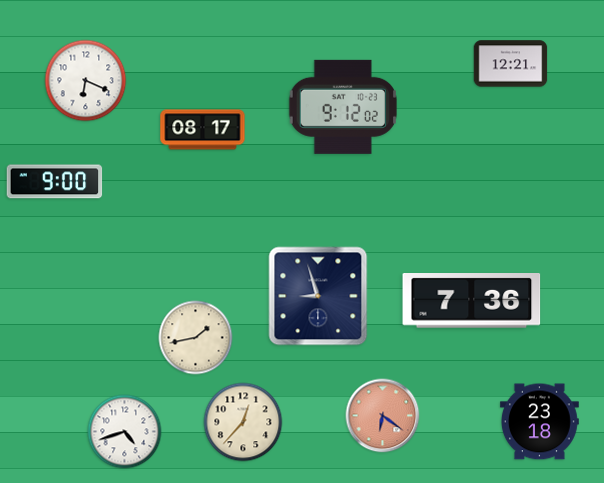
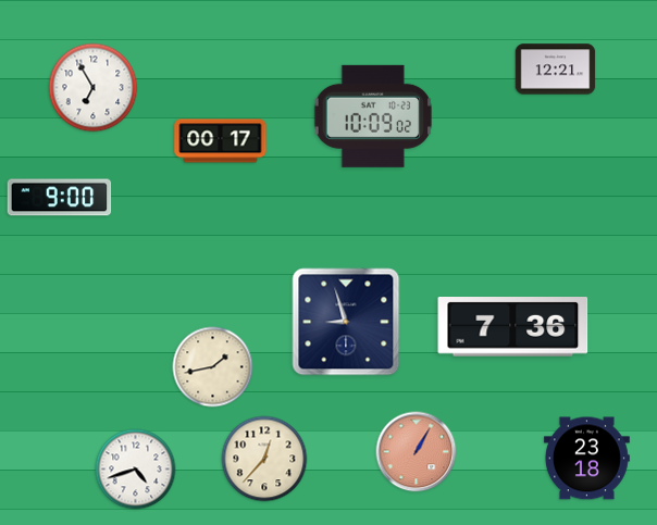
clock at (86, 81): 6:19 -> 6:55
clock at (343, 107): 9:12 -> 10:09
clock at (203, 130): 08:17 -> 00:17
clock at (383, 416): 6:21 -> 1:05
